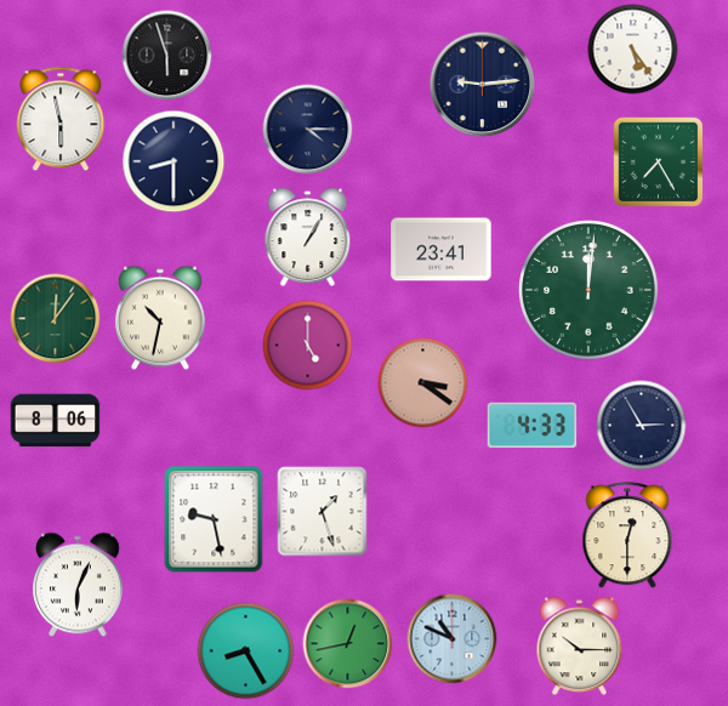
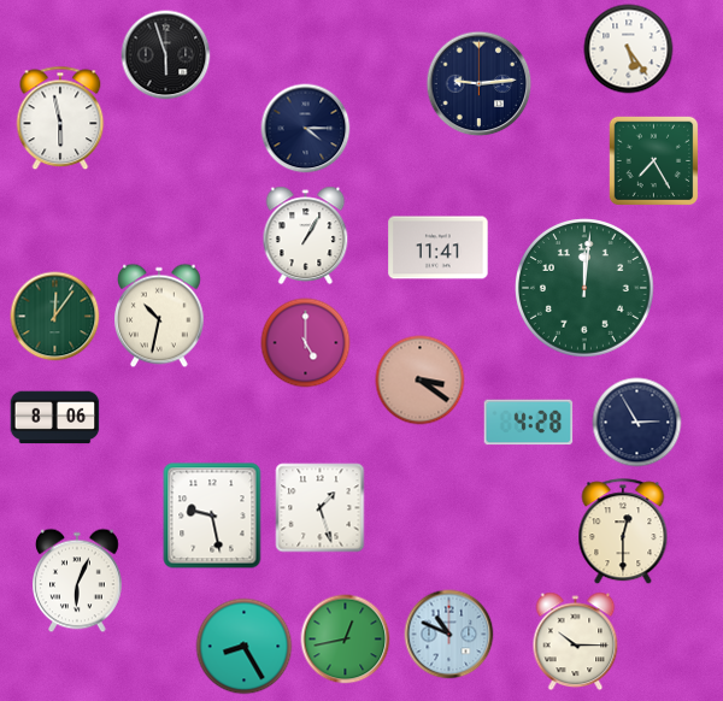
clock at (174, 161): 8:30 -> none
clock at (442, 250): 23:41 -> 11:41
clock at (533, 426): 4:33 -> 4:28
